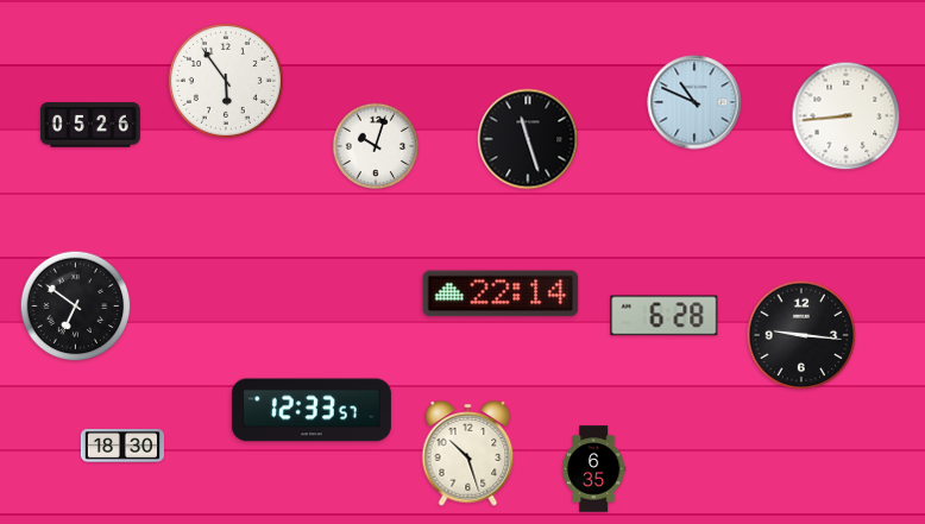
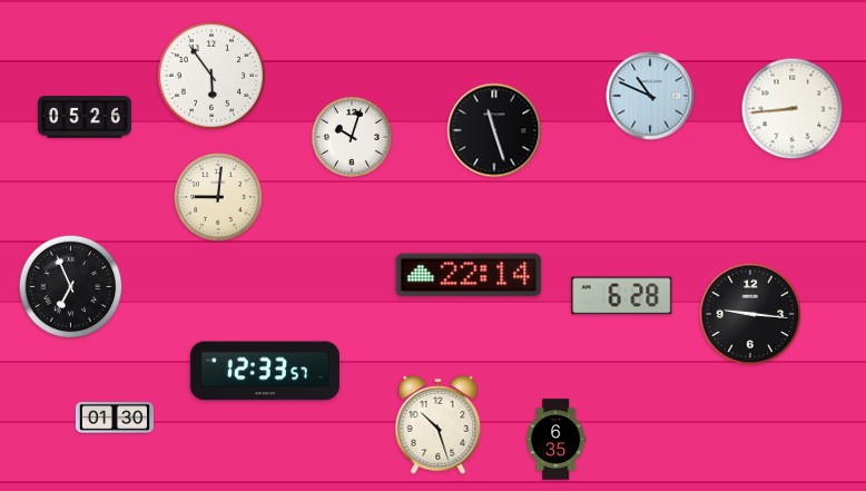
clock at (218, 197): none -> 9:01
clock at (76, 307): 6:51 -> 6:56
clock at (312, 410) position: (312, 410) -> (265, 371)
clock at (122, 447): 18:30 -> 01:30
